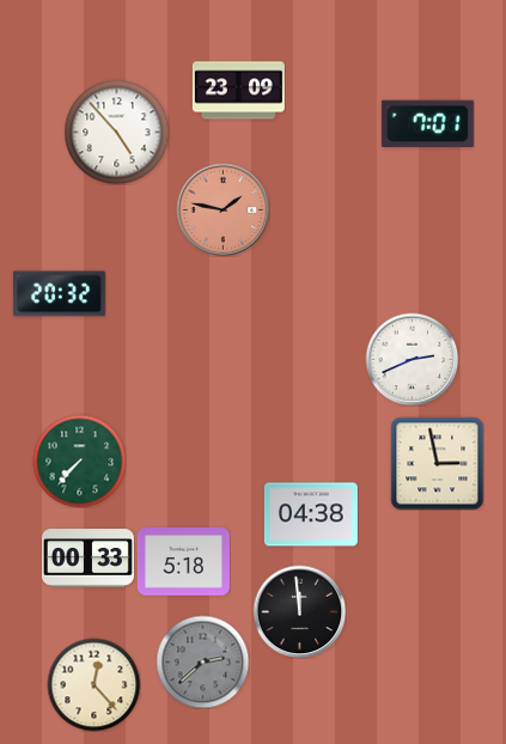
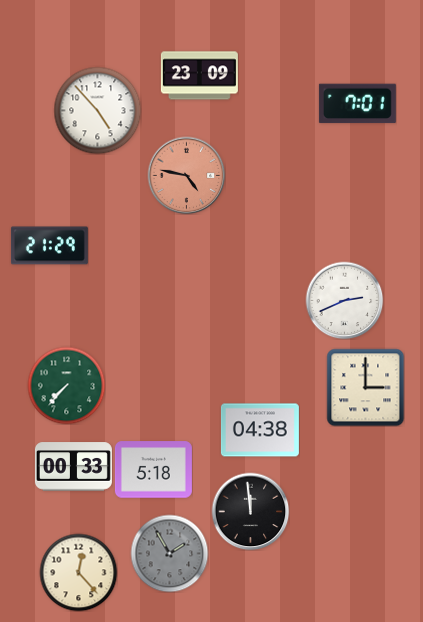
clock at (222, 209): 1:47 -> 4:47
clock at (59, 294): 20:32 -> 21:29
clock at (437, 463): 2:58 -> 3:00
clock at (202, 661): 2:38 -> 1:55
